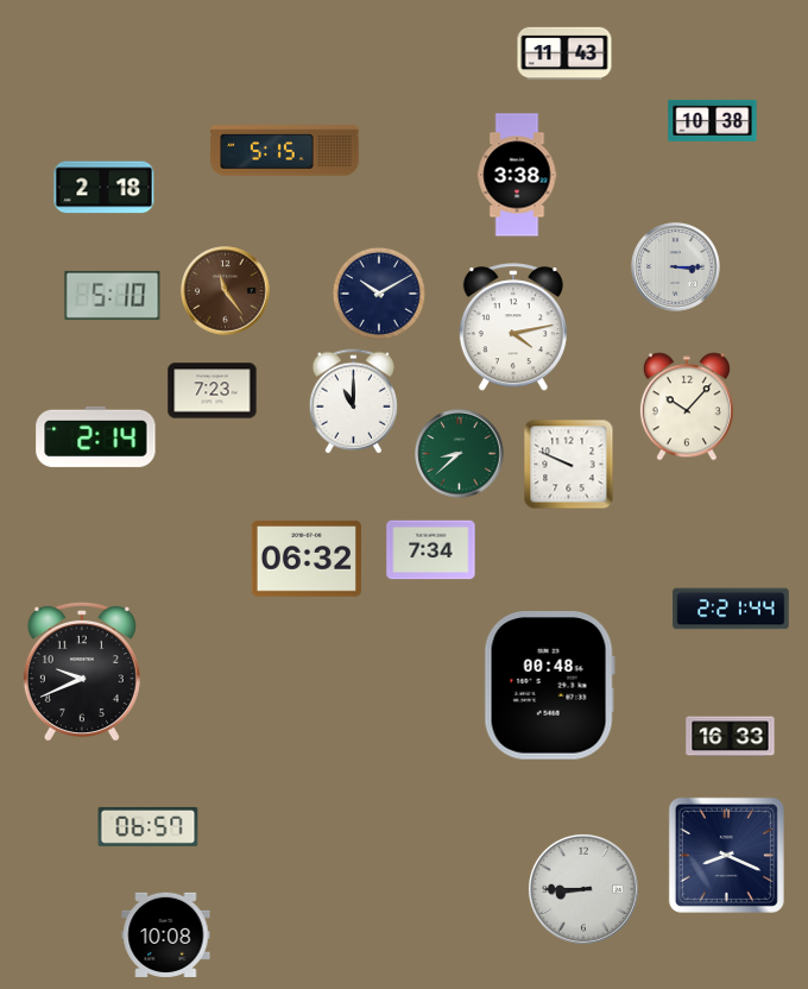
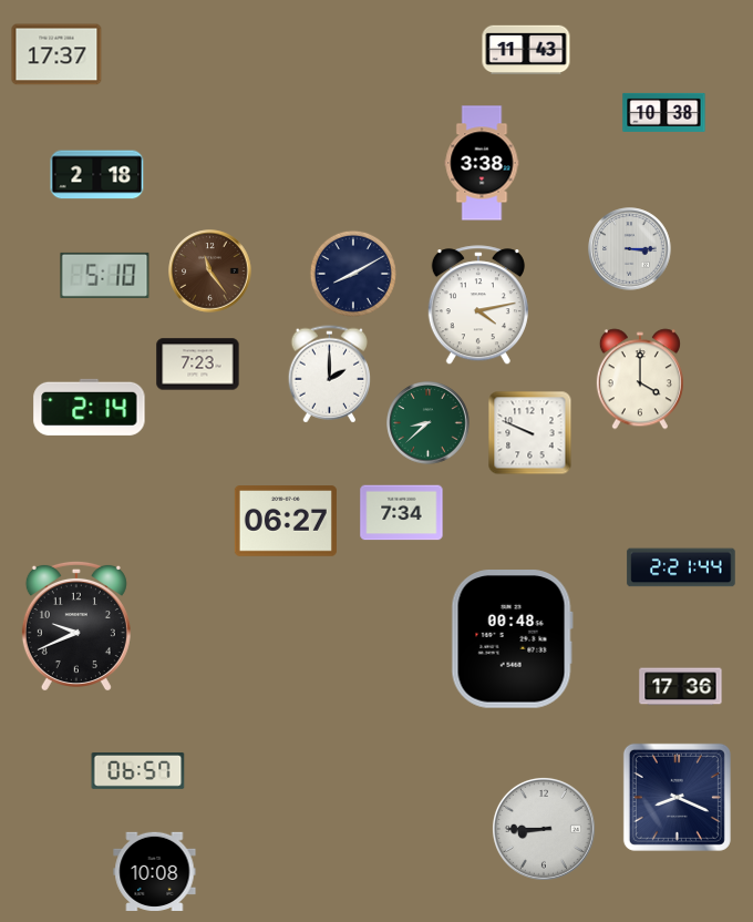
clock at (56, 54): none -> 17:37
clock at (285, 151): 5:15 -> none
clock at (379, 294): 10:10 -> 8:10
clock at (353, 402): 11:00 -> 2:00
clock at (687, 407): 10:07 -> 4:00
clock at (307, 559): 06:32 -> 06:27
clock at (731, 737): 16:33 -> 17:36
